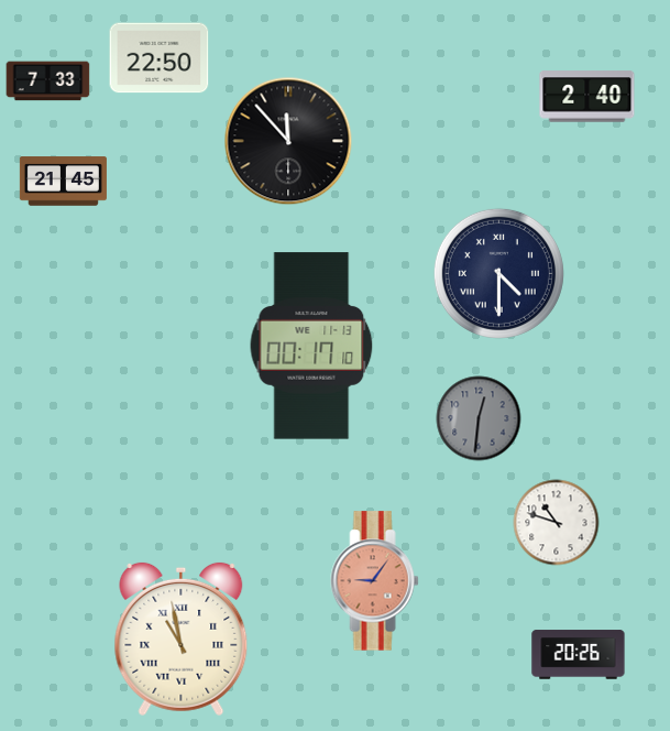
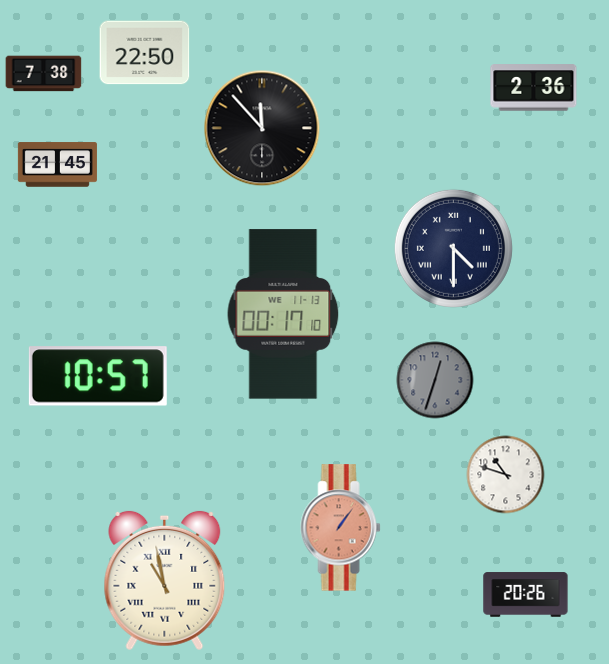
clock at (48, 81): 7:33 -> 7:38
clock at (587, 97): 2:40 -> 2:36
clock at (98, 376): none -> 10:57
clock at (479, 418): 12:31 -> 12:33
clock at (375, 581): 9:06 -> 1:06
